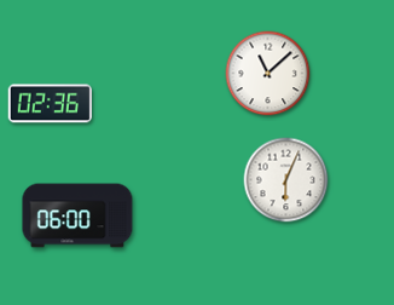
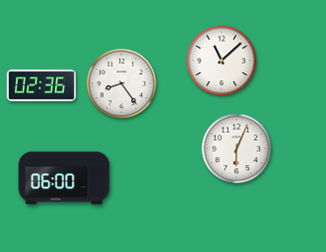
clock at (122, 84): none -> 8:24
